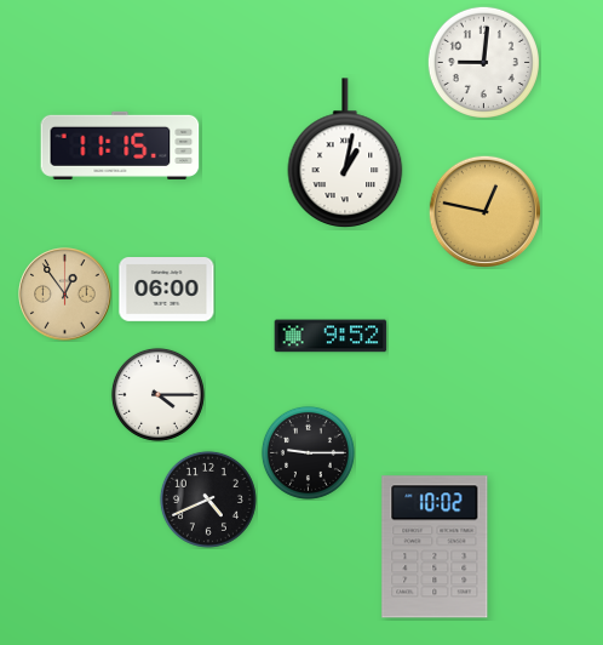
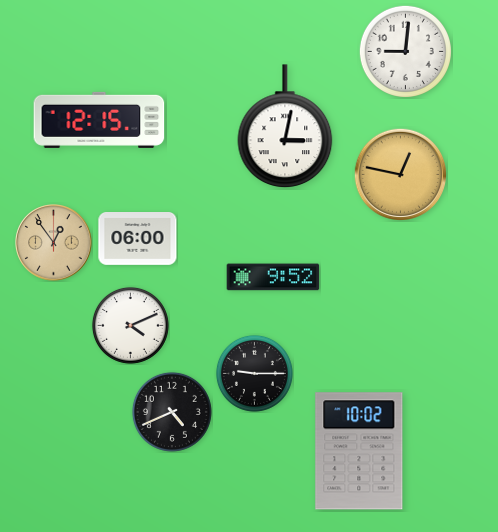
clock at (483, 62) position: (483, 62) -> (405, 51)
clock at (120, 145): 11:15 -> 12:15
clock at (345, 153): 1:02 -> 3:02
clock at (157, 394): 4:15 -> 4:11
